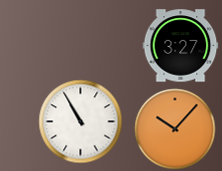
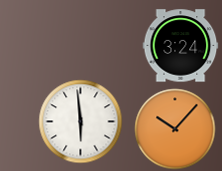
clock at (181, 46): 3:27 -> 3:24
clock at (81, 122): 10:55 -> 5:59
